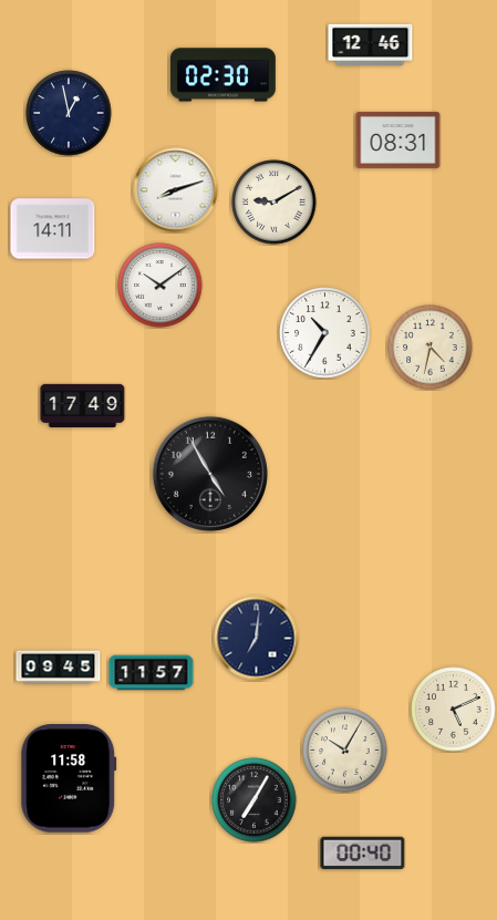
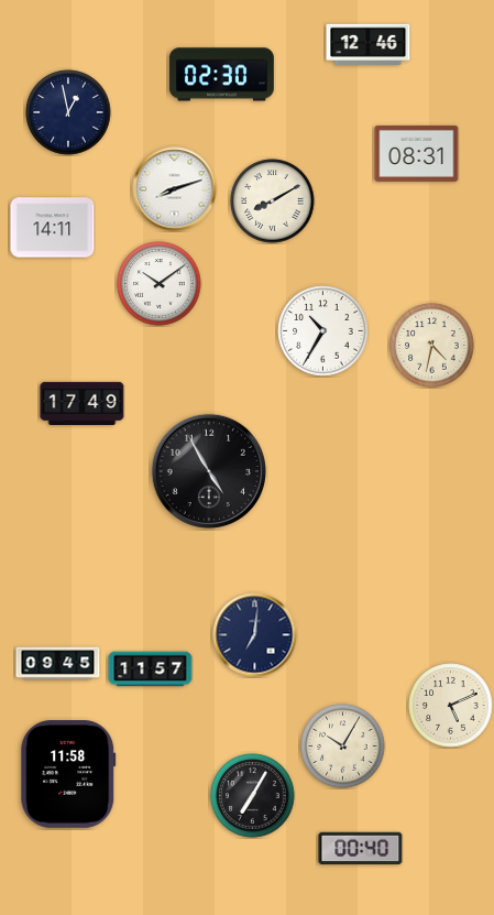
clock at (398, 139) position: (398, 139) -> (417, 153)
clock at (275, 203): 9:10 -> 8:10
clock at (431, 348) position: (431, 348) -> (432, 346)
